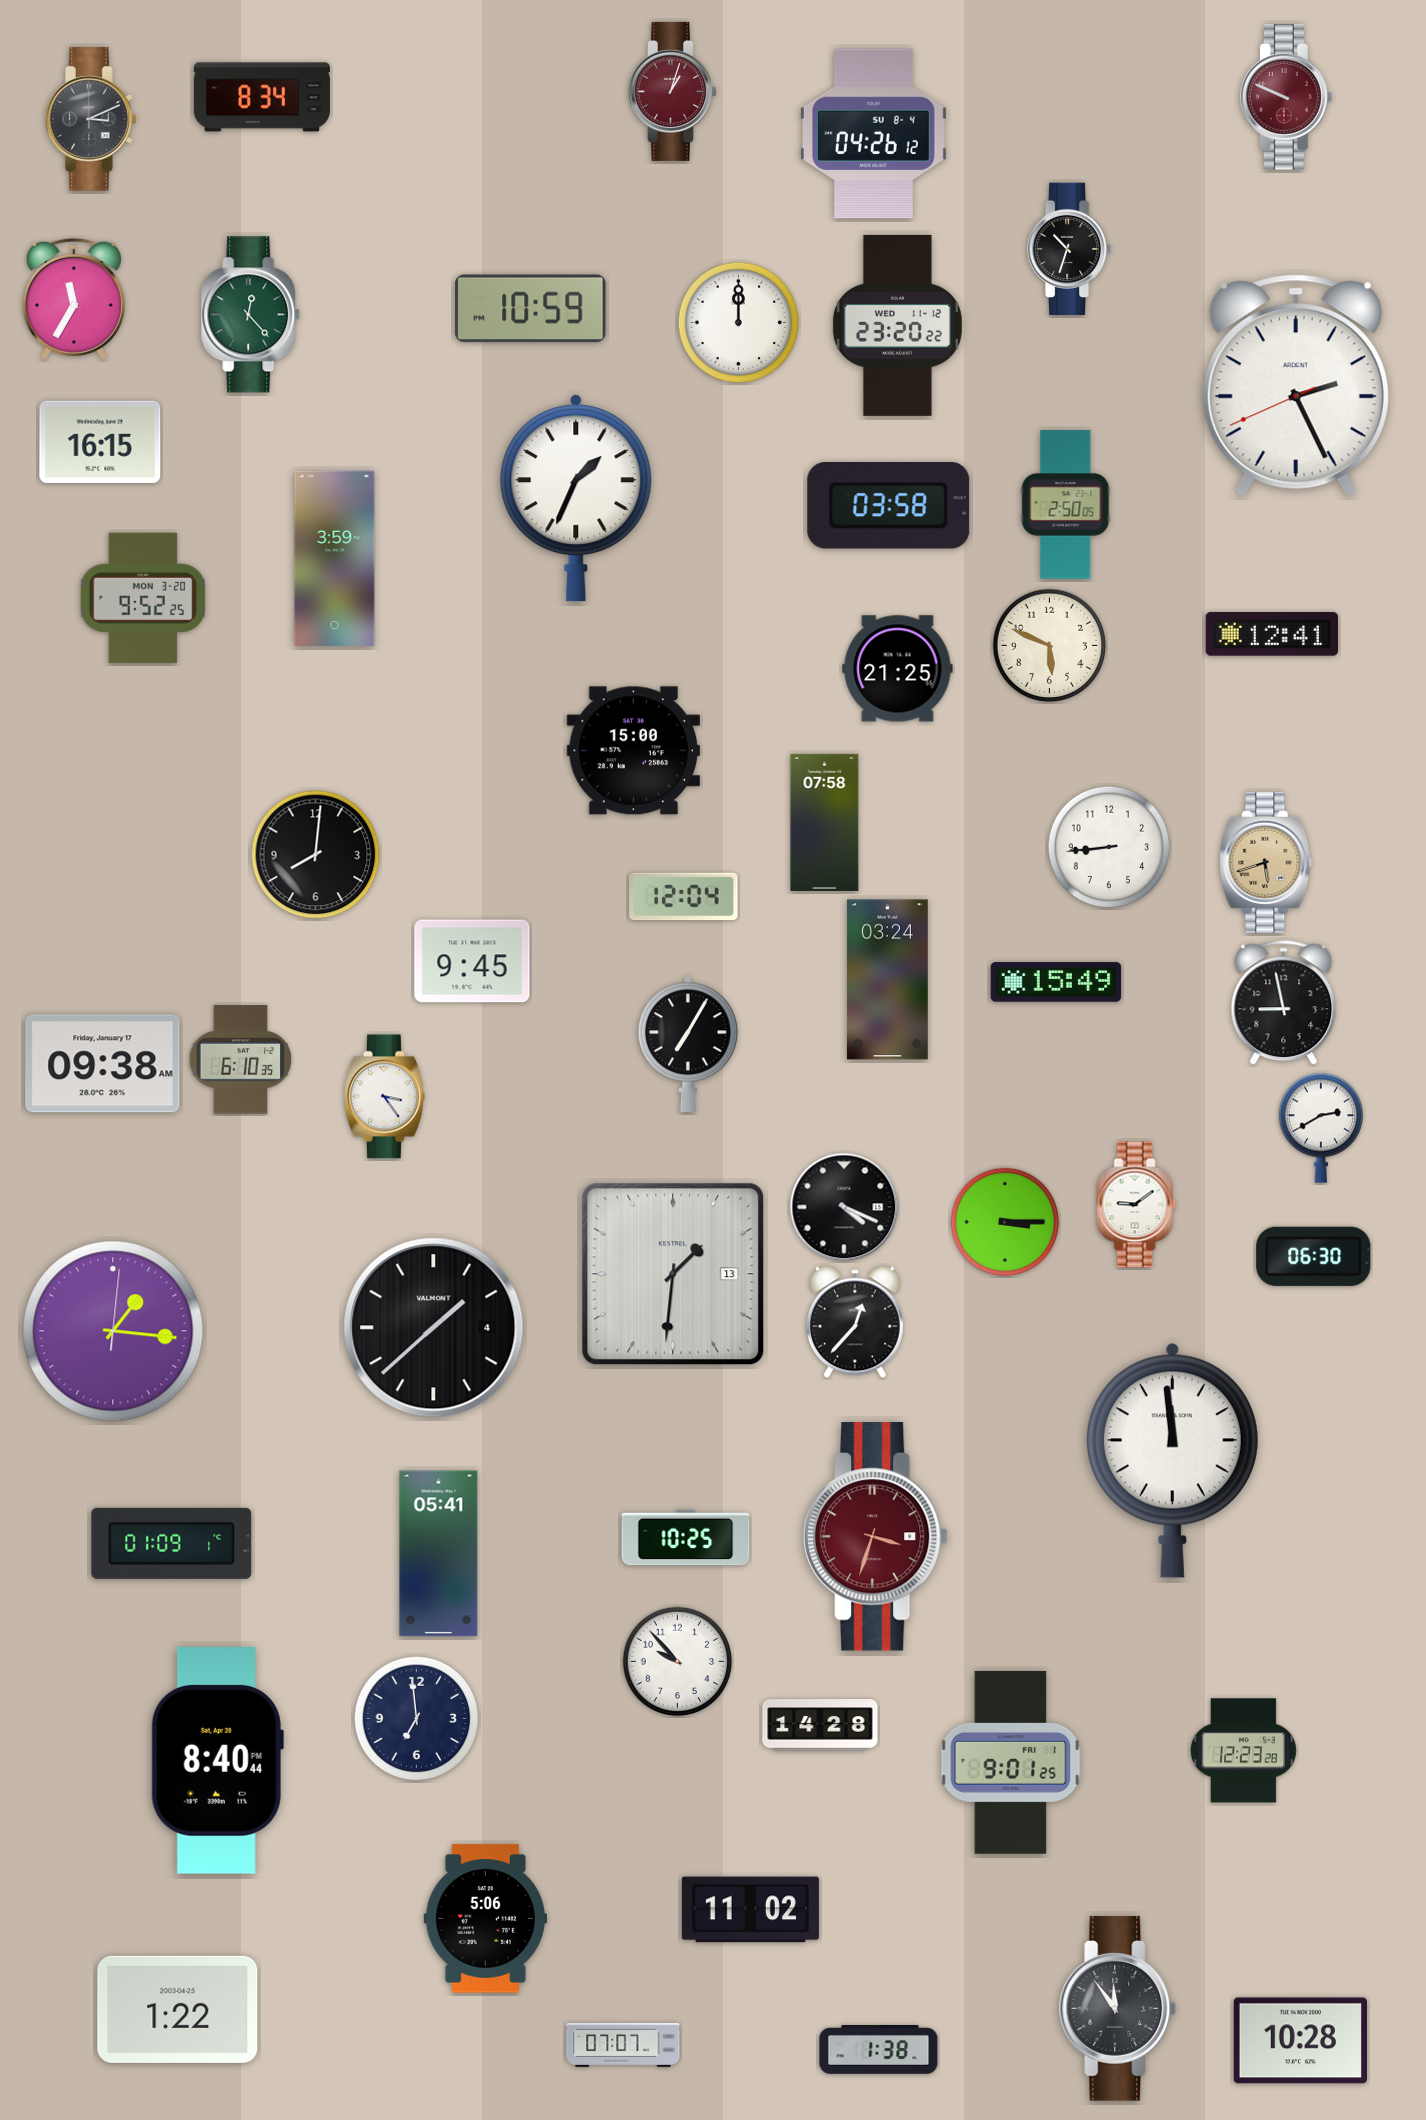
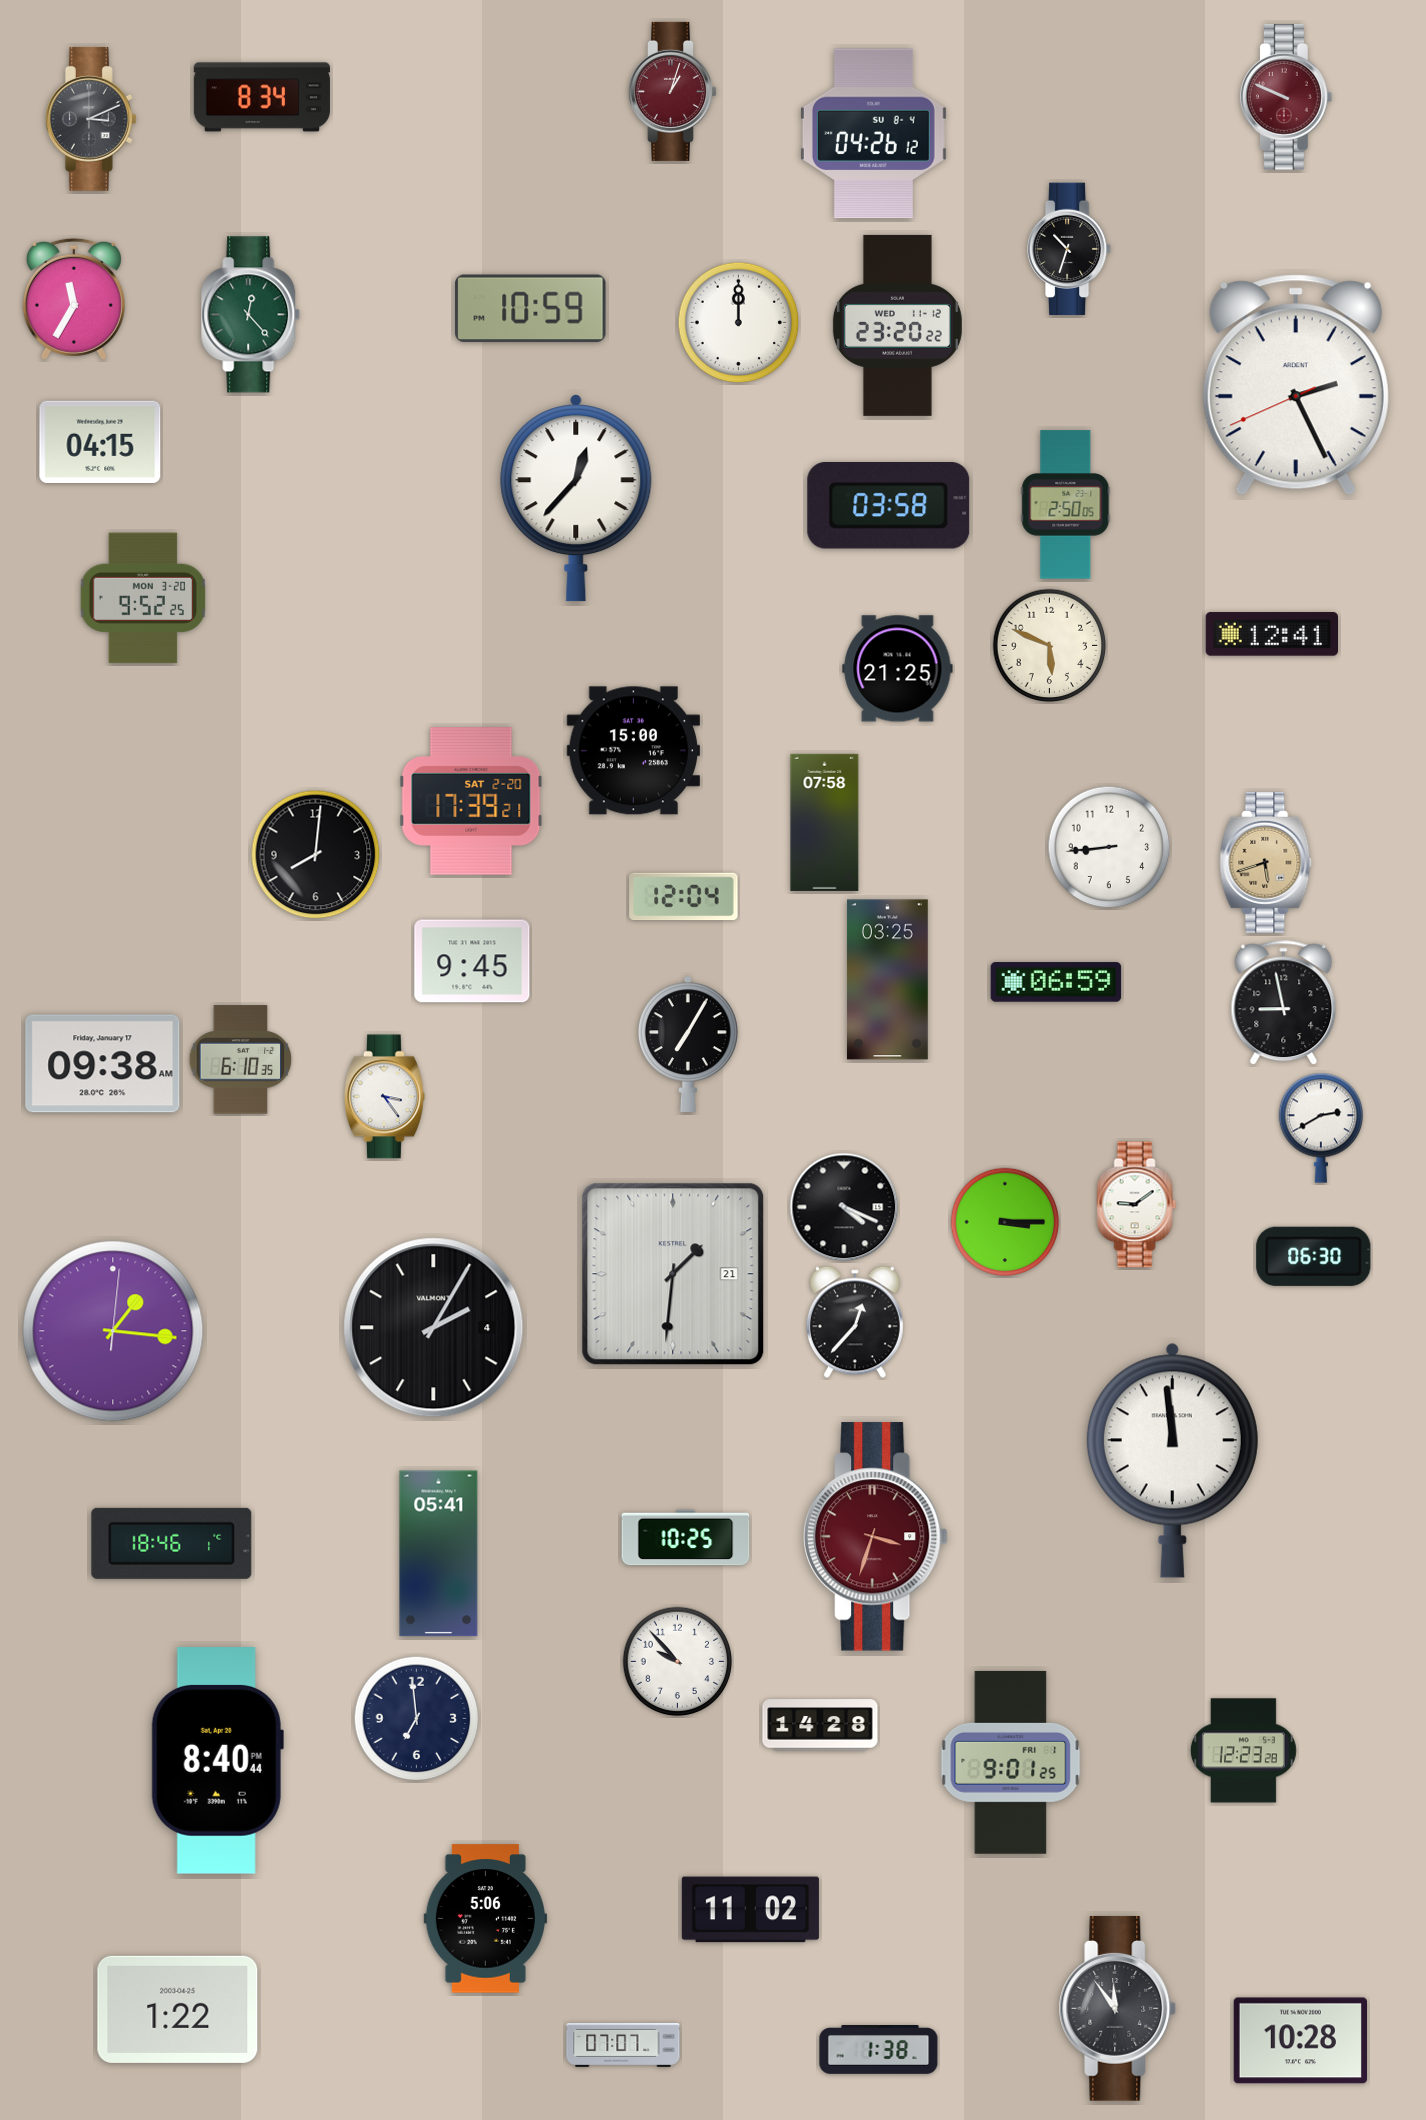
clock at (100, 441): 16:15 -> 04:15
clock at (576, 498): 1:34 -> 12:37
clock at (335, 558): 3:59 -> none
clock at (471, 801): none -> 17:39
clock at (887, 980): 03:24 -> 03:25
clock at (1056, 982): 15:49 -> 06:59
clock at (673, 1274) date: 13 -> 21
clock at (434, 1328): 1:38 -> 2:05
clock at (172, 1543): 01:09 -> 18:46
